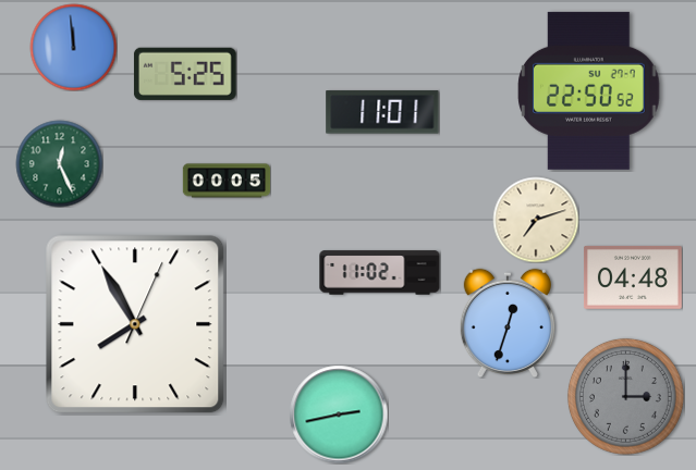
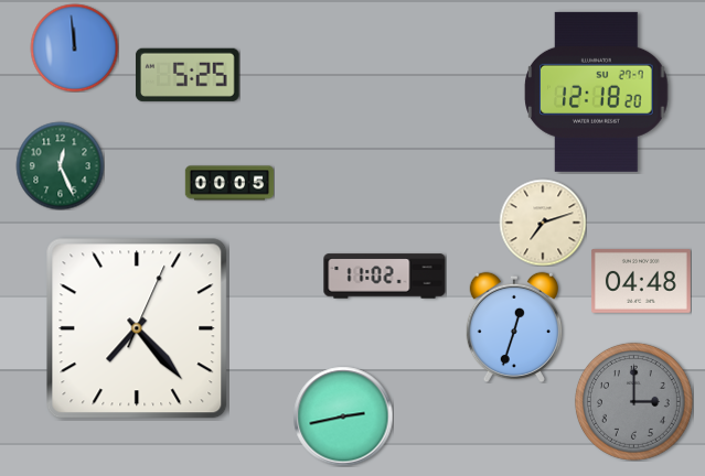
clock at (589, 90): 22:50 -> 12:18
clock at (382, 112): 11:01 -> none
clock at (135, 324): 7:55 -> 7:23
clock at (339, 415) position: (339, 415) -> (343, 416)
